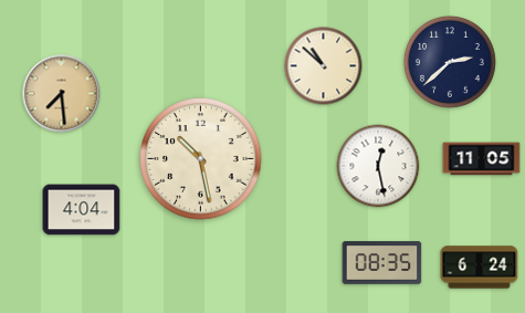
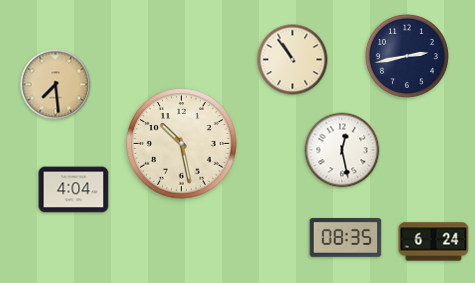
clock at (450, 62): 2:38 -> 2:43
clock at (324, 66): 10:52 -> 10:54
clock at (482, 159): 11:05 -> none
